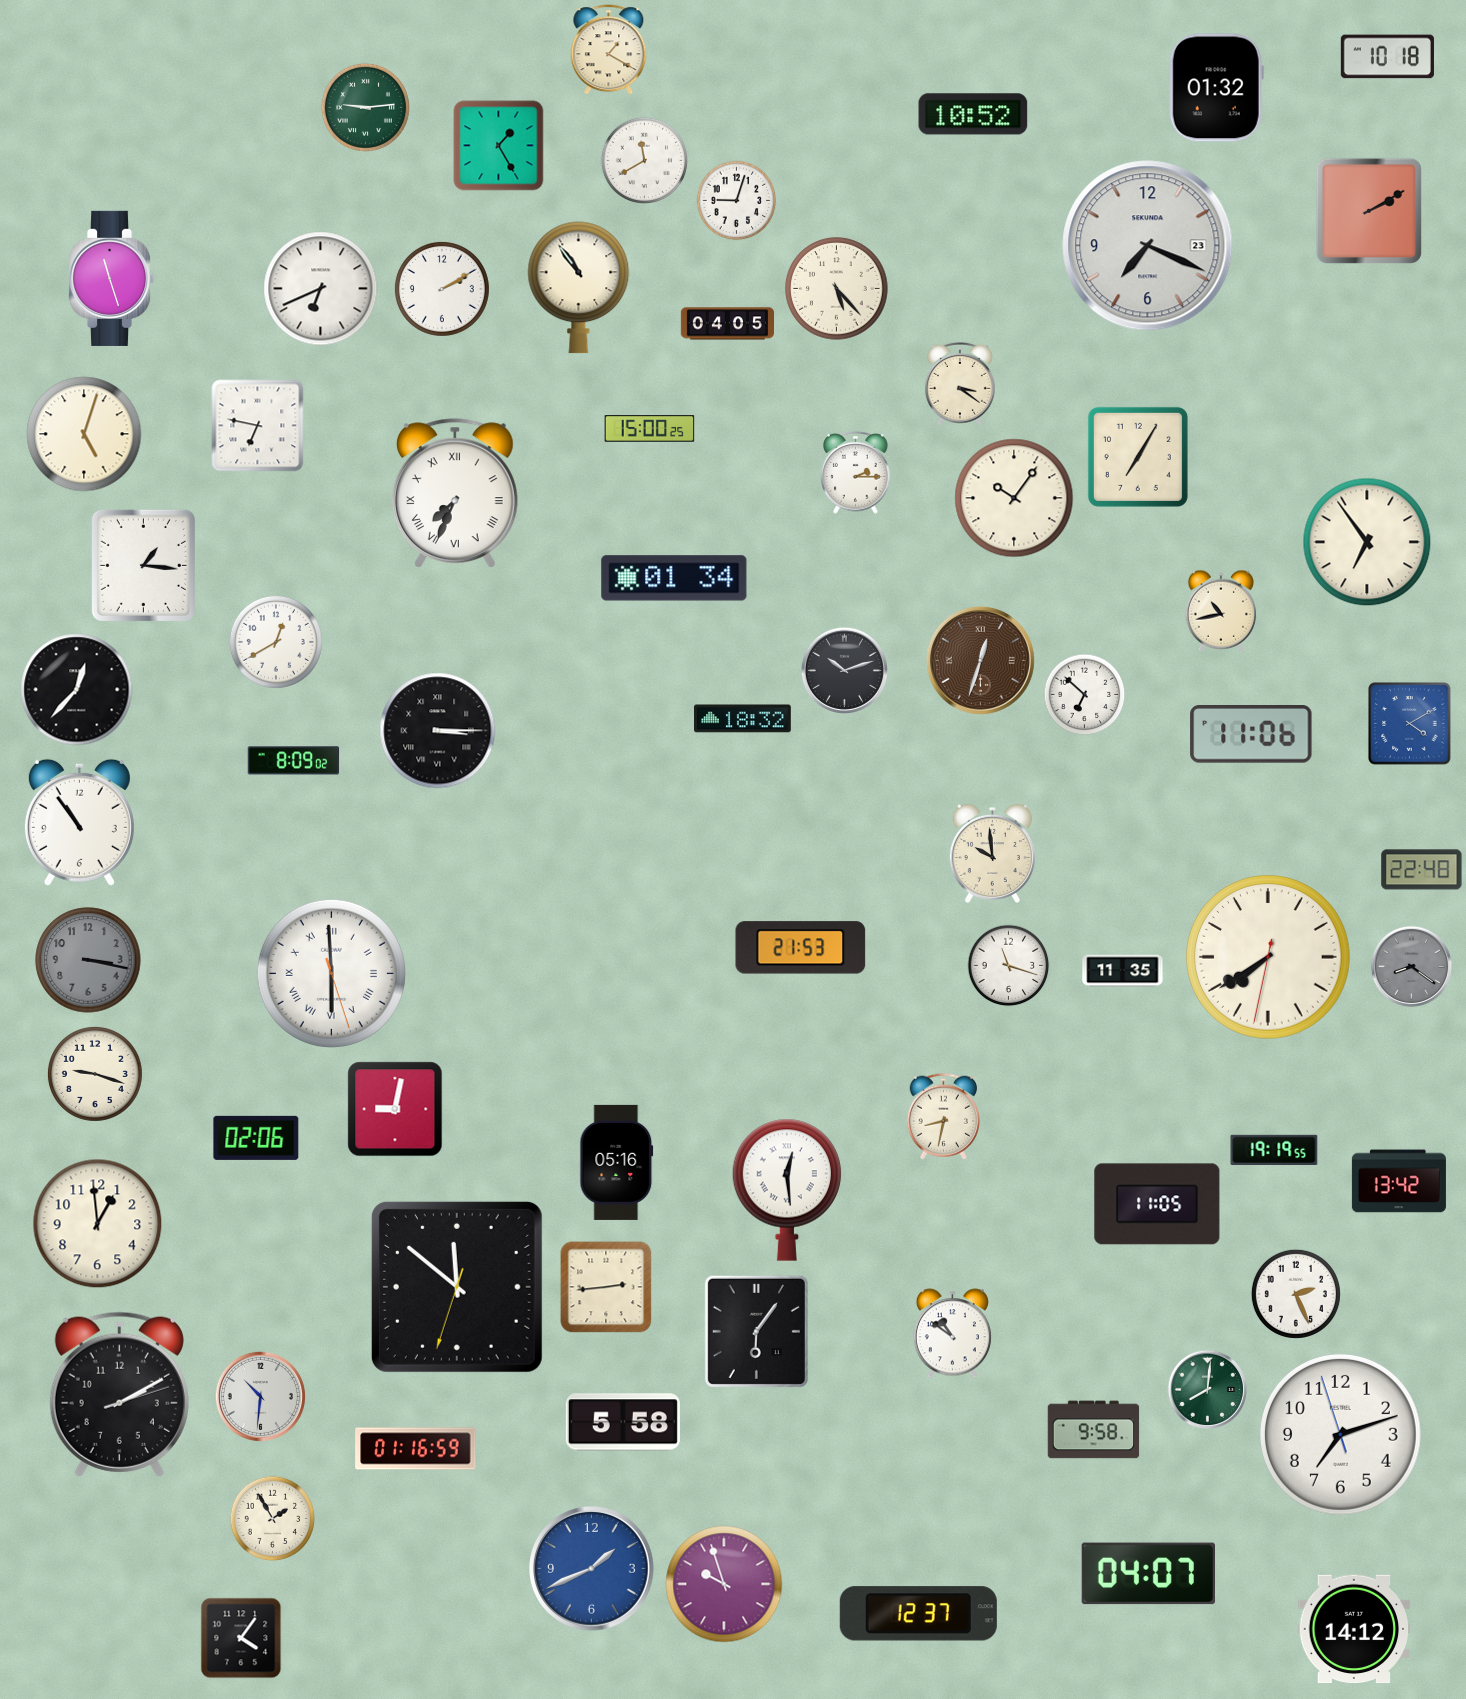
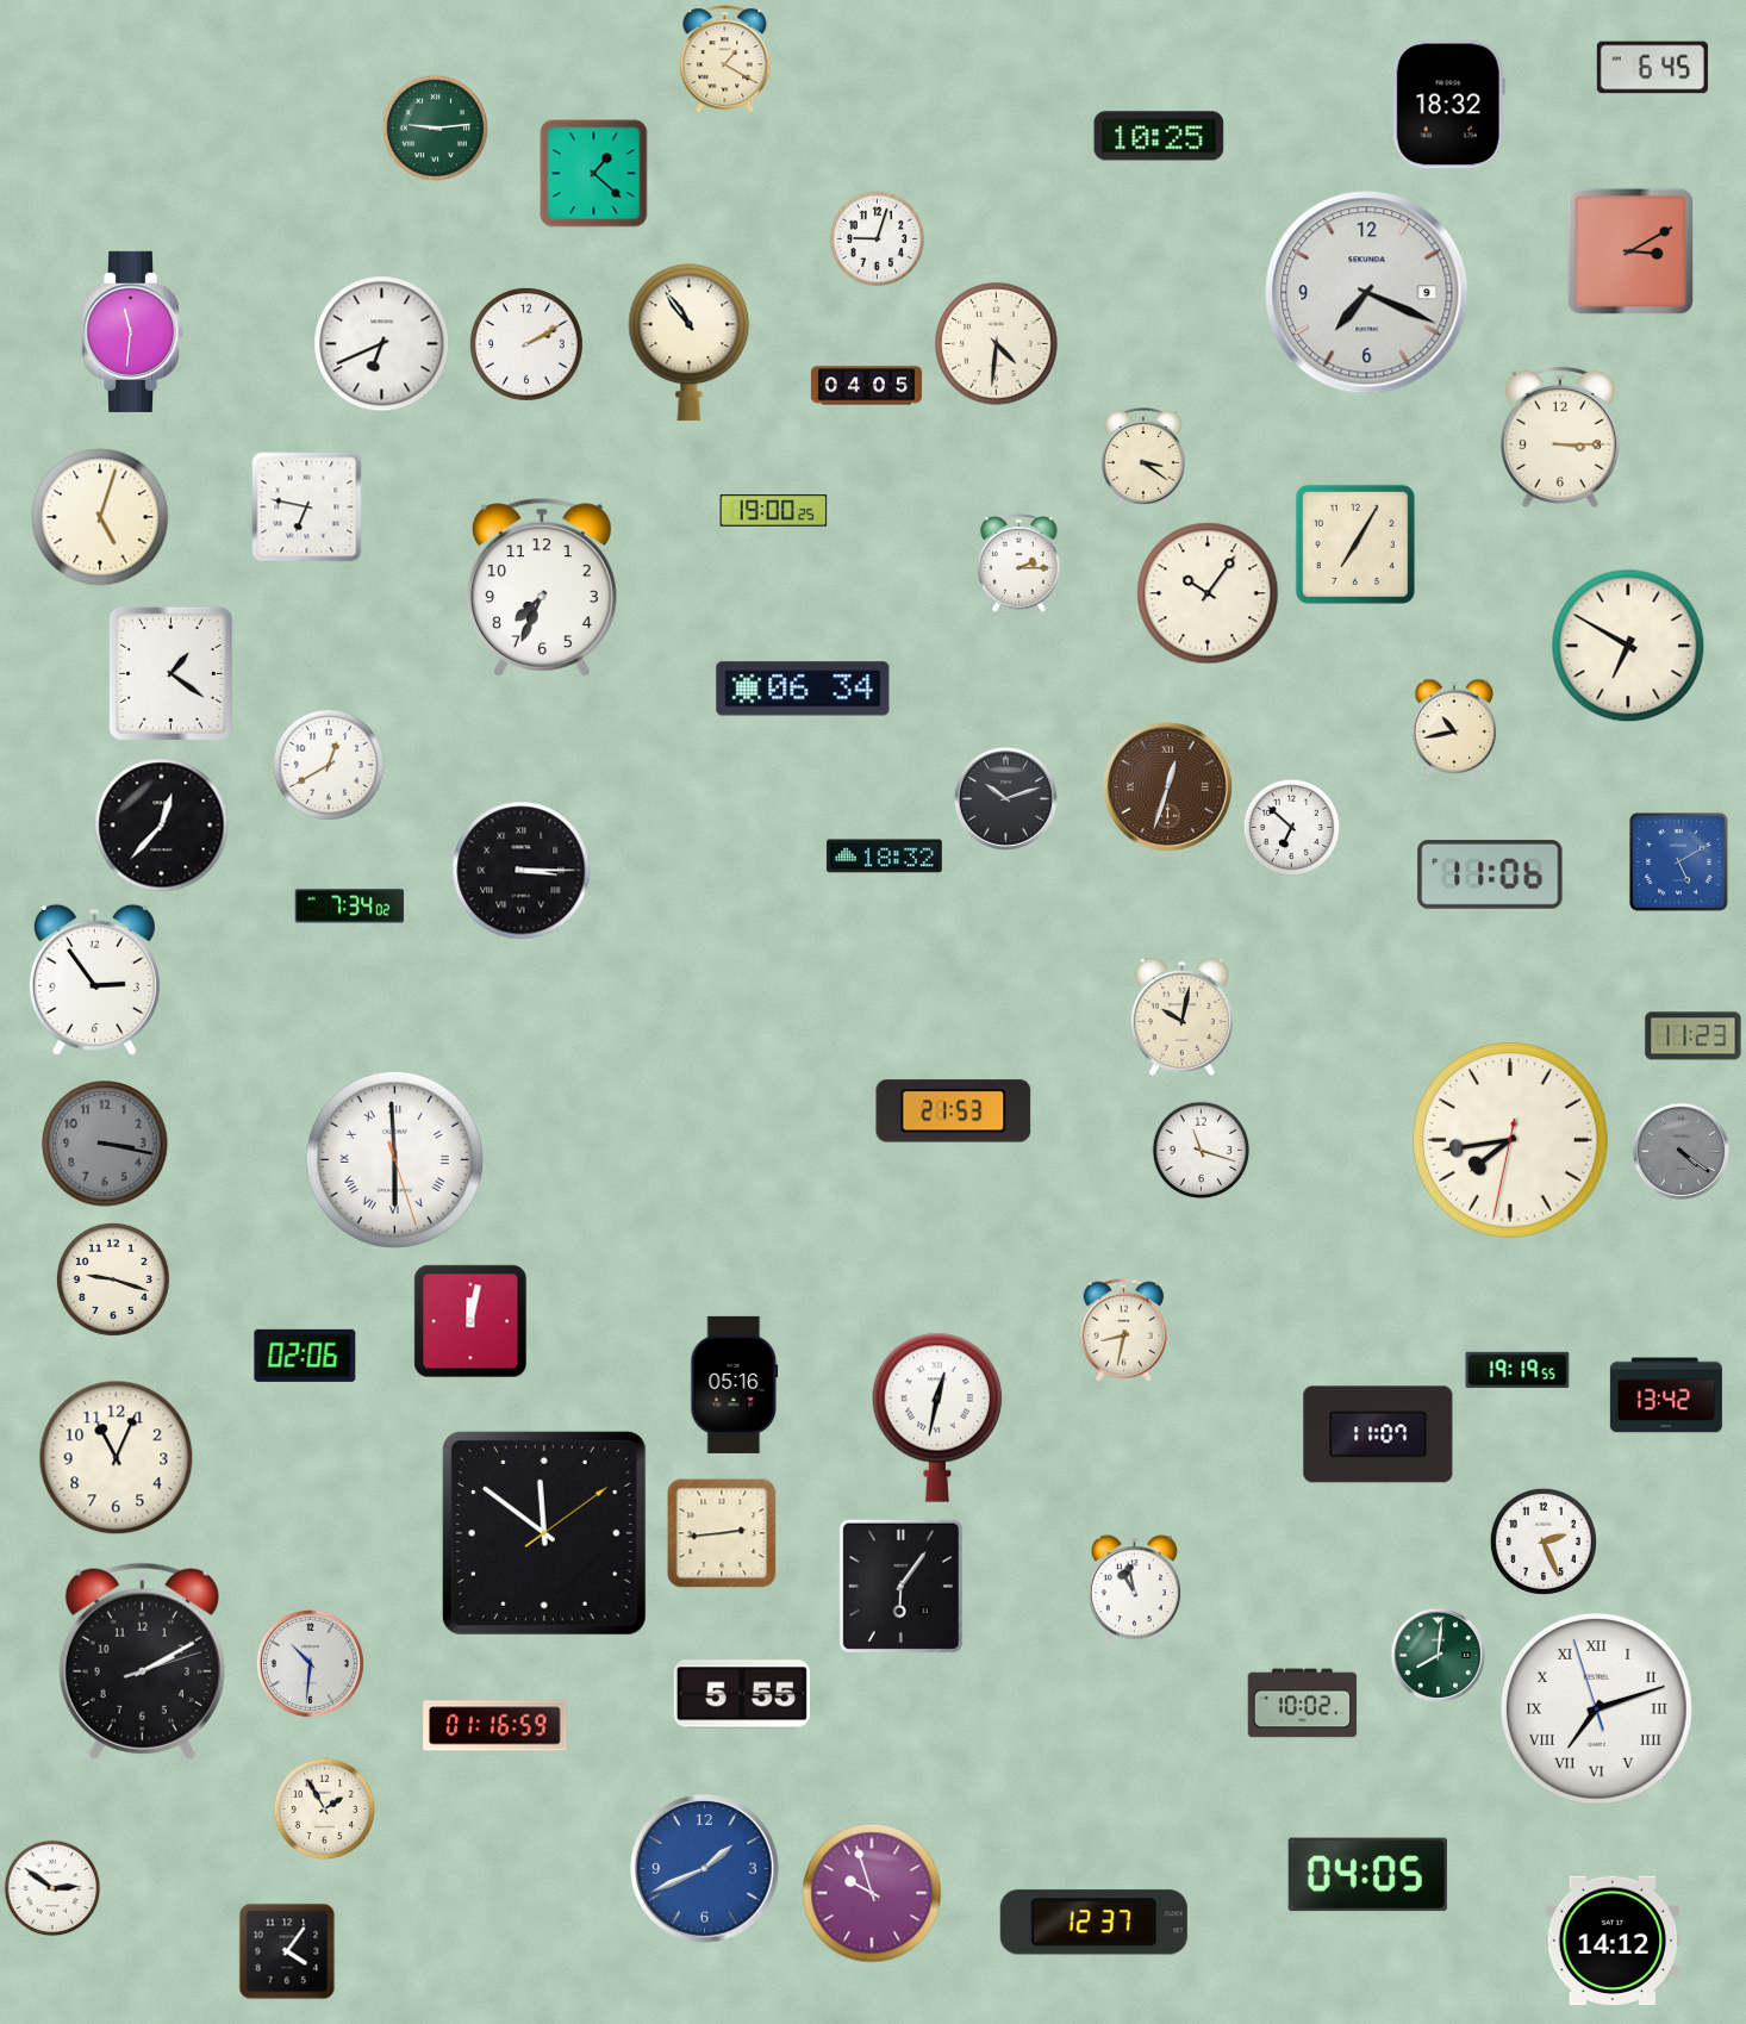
clock at (1387, 57): 10:18 -> 6:45
clock at (1216, 88): 01:32 -> 18:32
clock at (973, 114): 10:52 -> 10:25
clock at (499, 146): 1:25 -> 1:22
clock at (644, 160): 11:40 -> none
clock at (1369, 211): 2:10 -> 3:10
clock at (1148, 246) date: 23 -> 9
clock at (111, 278): 11:27 -> 11:31
clock at (837, 289): 5:23 -> 4:31
clock at (1560, 437): none -> 3:15
clock at (650, 429): 15:00 -> 19:00
clock at (455, 493) numerals: Roman -> Arabic
clock at (1367, 542): 6:54 -> 6:50
clock at (143, 565): 1:16 -> 1:21
clock at (674, 578): 01:34 -> 06:34
clock at (77, 690) position: (77, 690) -> (162, 826)
clock at (1410, 724): 4:10 -> 5:10
clock at (294, 761): 8:09 -> 7:34
clock at (79, 822): 10:54 -> 2:54
clock at (992, 854): 9:59 -> 10:02
clock at (1422, 870): 22:48 -> 11:23
clock at (801, 948) position: (801, 948) -> (954, 1111)
clock at (1269, 958): 7:39 -> 7:43
clock at (1411, 966): 8:21 -> 4:21
clock at (1123, 971): 11:35 -> none
clock at (395, 1109): 9:02 -> 12:02
clock at (1399, 1181) position: (1399, 1181) -> (1666, 1395)
clock at (787, 1190): 12:29 -> 12:32
clock at (1157, 1204): 11:05 -> 11:07
clock at (98, 1224): 12:59 -> 11:04
clock at (457, 1287): 11:51:33 -> 11:51:09
clock at (952, 1334): 10:51 -> 10:58
clock at (623, 1422): 5:58 -> 5:55
clock at (1094, 1430): 9:58 -> 10:02
clock at (1340, 1434) numerals: Arabic -> Roman
clock at (1148, 1574): 04:07 -> 04:05
clock at (724, 1584) position: (724, 1584) -> (872, 1893)
clock at (52, 1888): none -> 2:51
